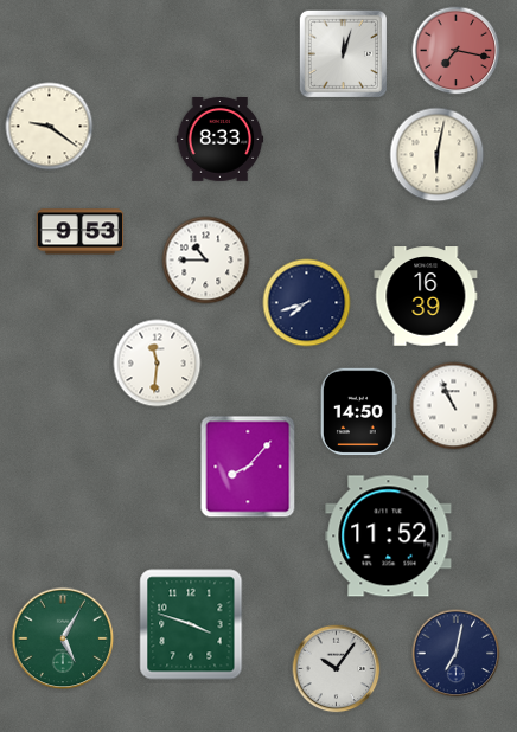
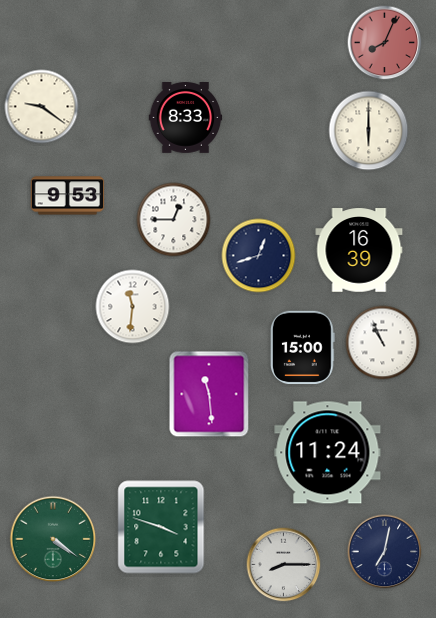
clock at (457, 51): 7:17 -> 8:04
clock at (343, 53): 12:03 -> none
clock at (438, 155): 6:02 -> 6:00
clock at (206, 261): 10:45 -> 12:45
clock at (307, 303): 7:42 -> 12:42
clock at (358, 412): 14:50 -> 15:00
clock at (248, 467): 8:07 -> 11:29
clock at (389, 537): 11:52 -> 11:24
clock at (63, 638): 5:05 -> 4:21
clock at (337, 669): 10:06 -> 8:15
